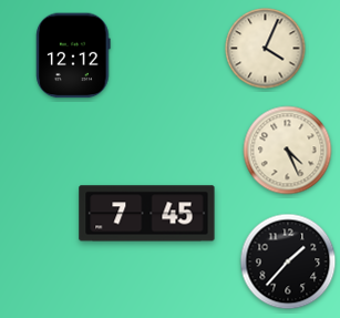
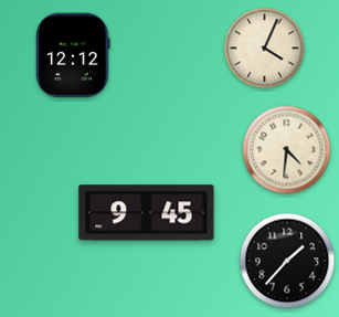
clock at (288, 151): 4:26 -> 4:31
clock at (147, 214): 7:45 -> 9:45
